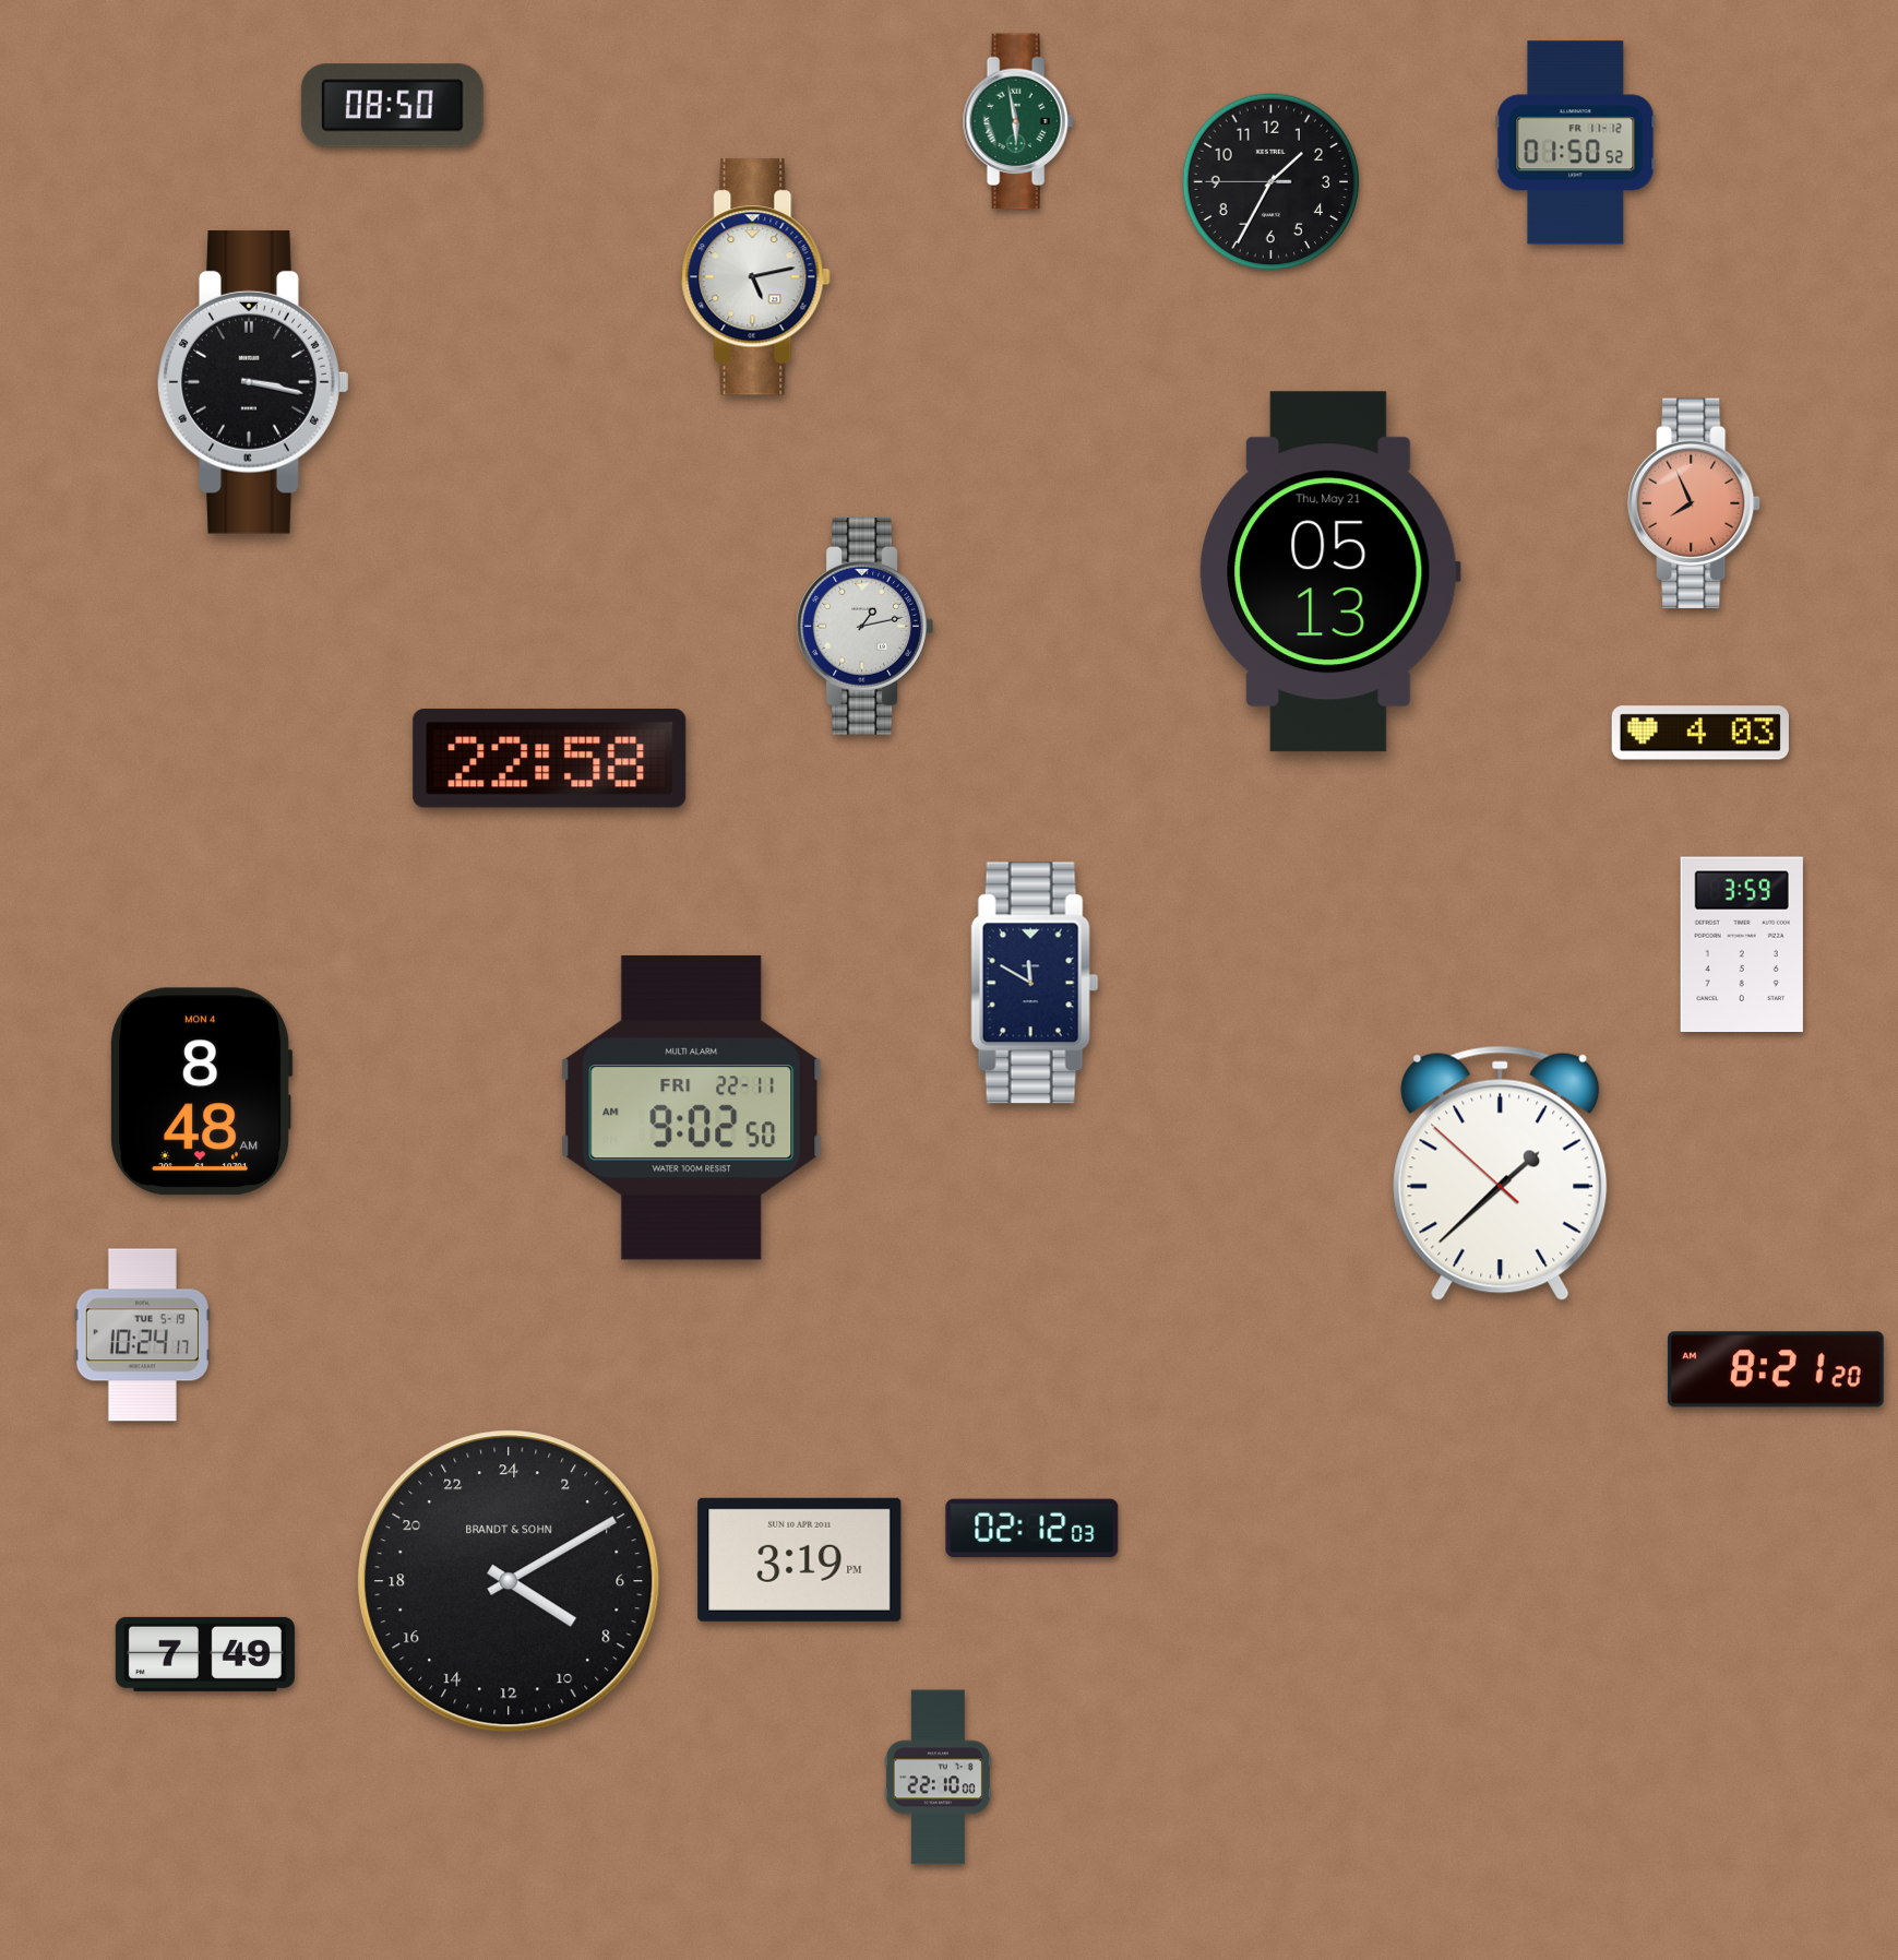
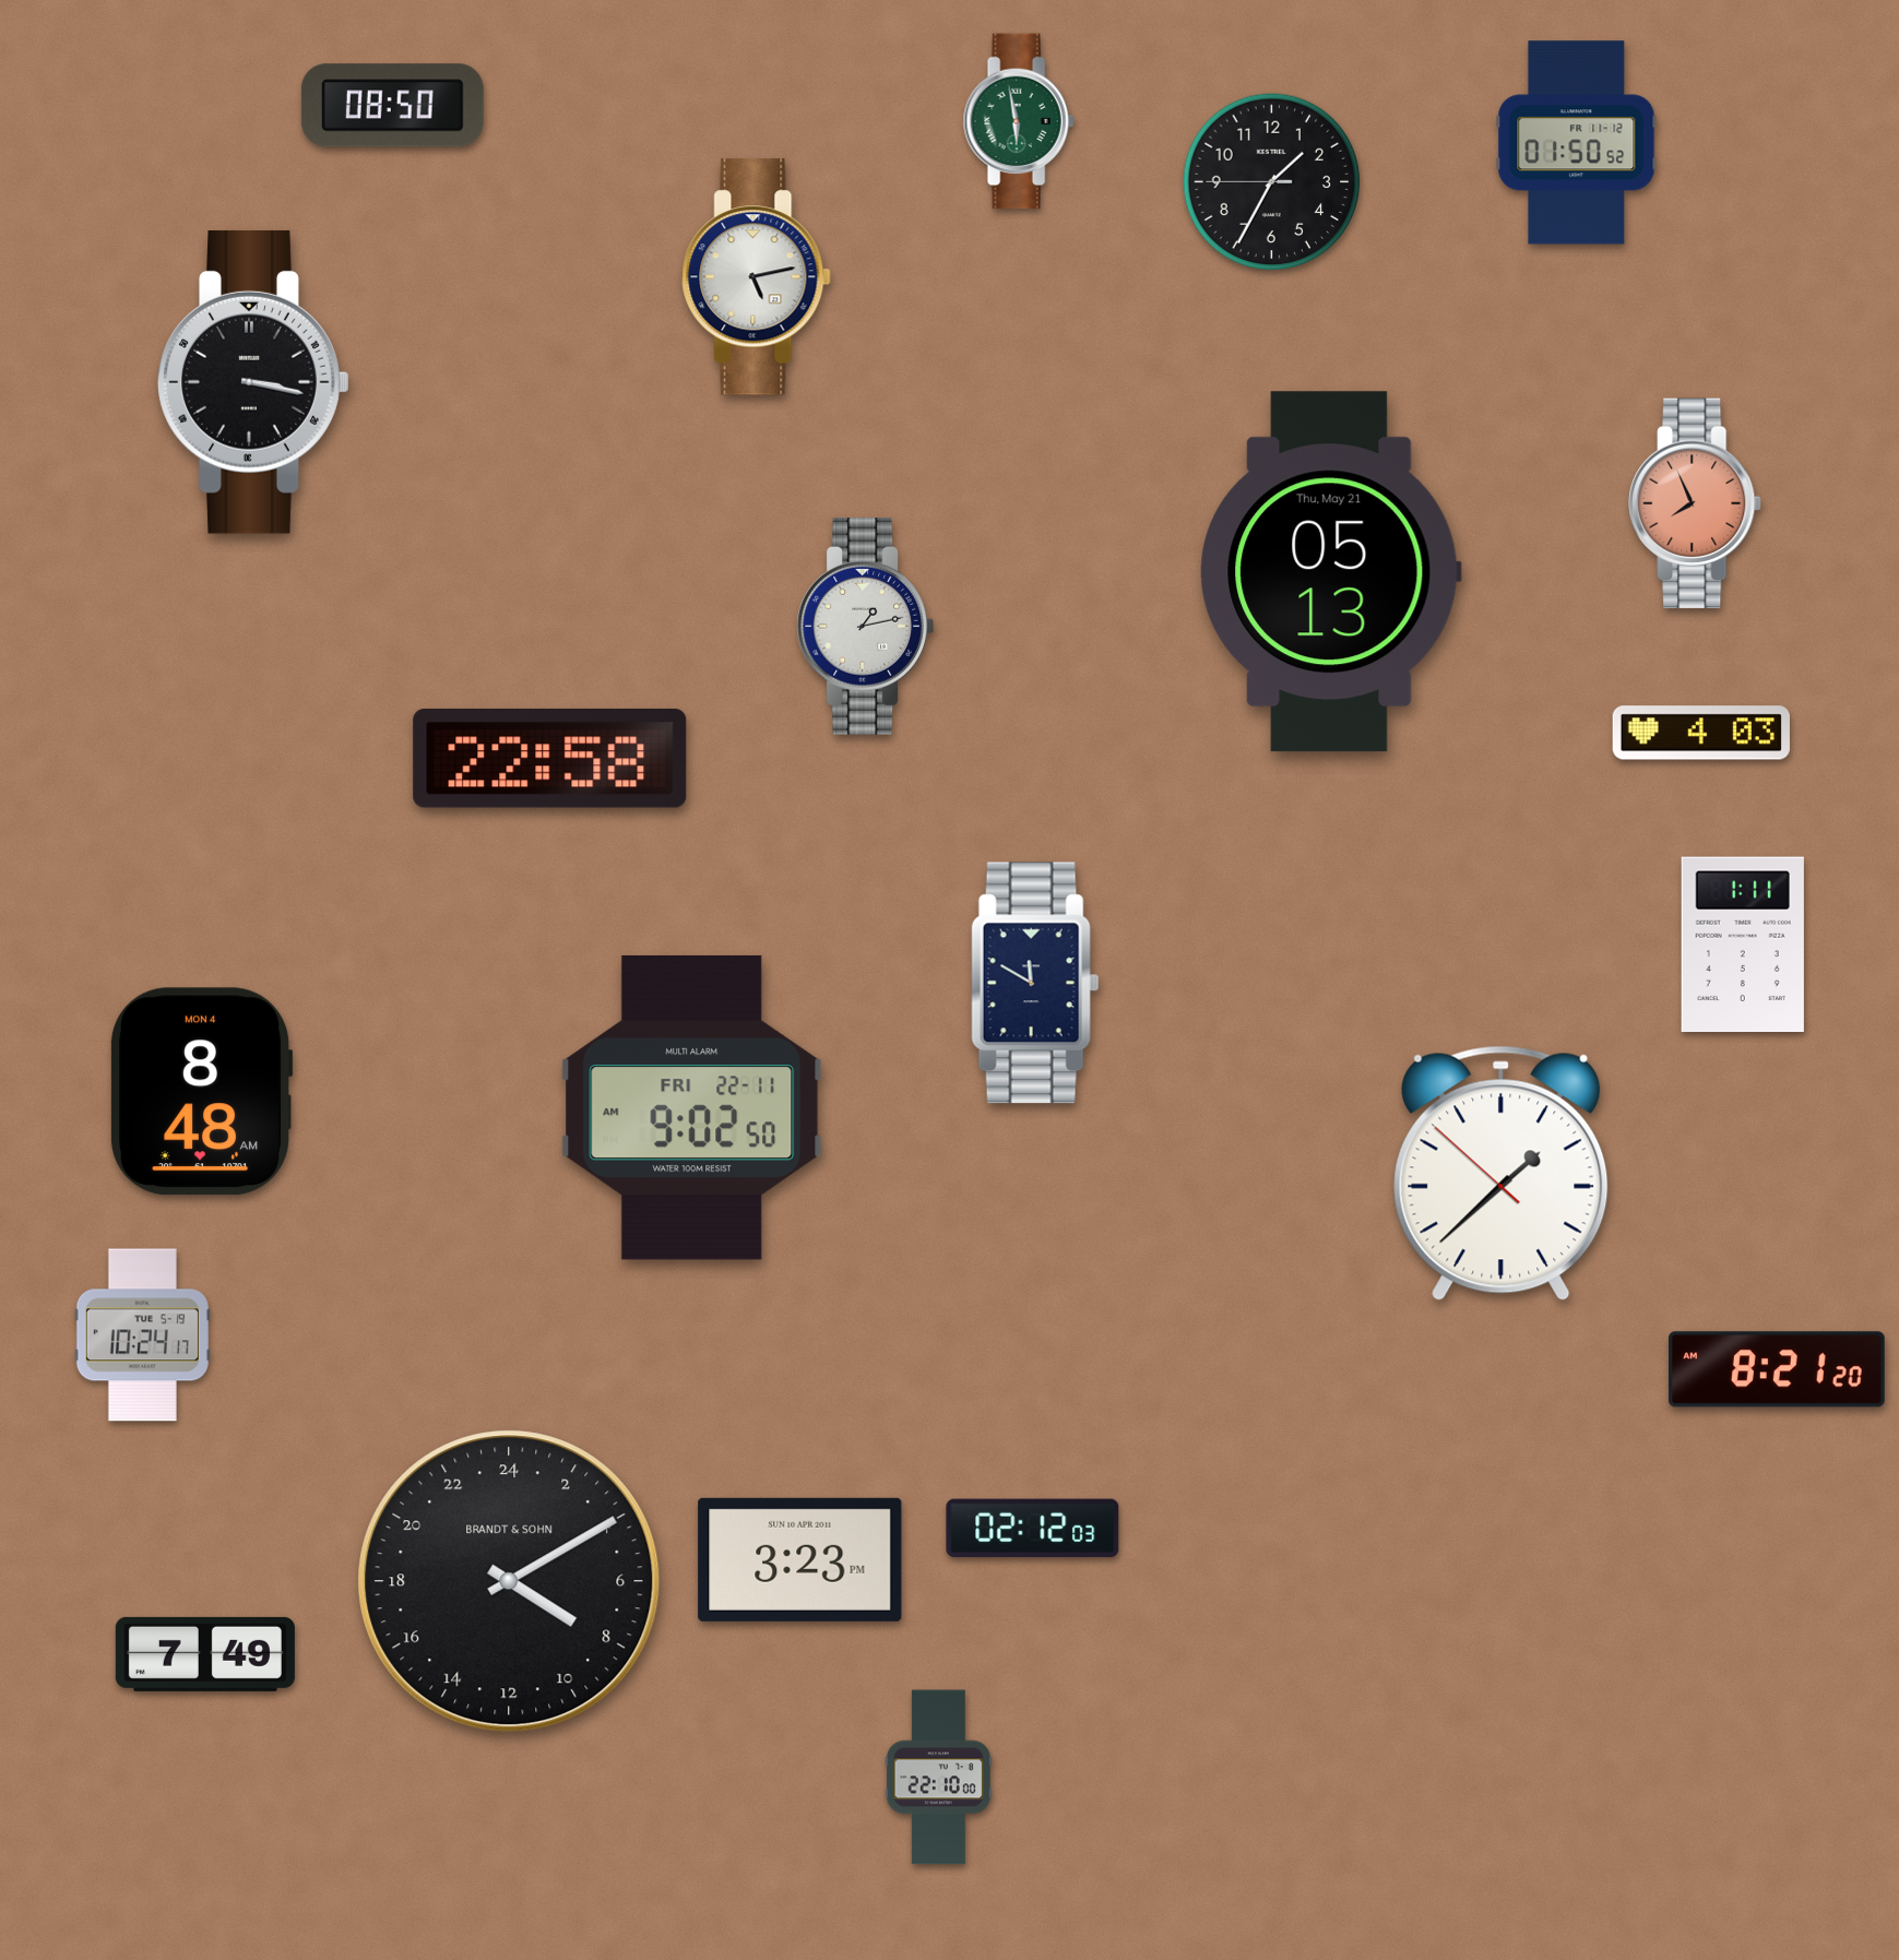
clock at (1742, 945): 3:59 -> 1:11
clock at (800, 1559): 3:19 -> 3:23
